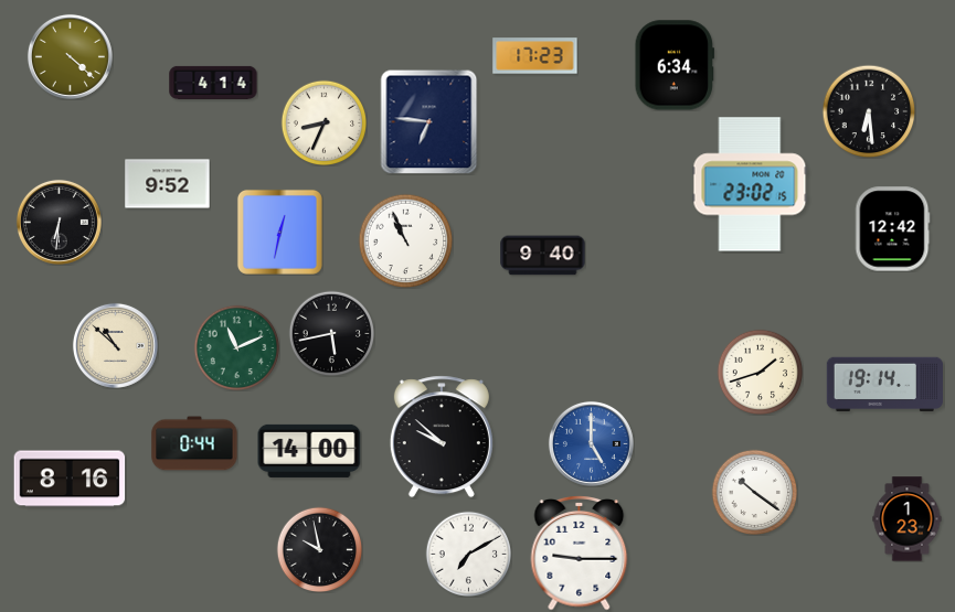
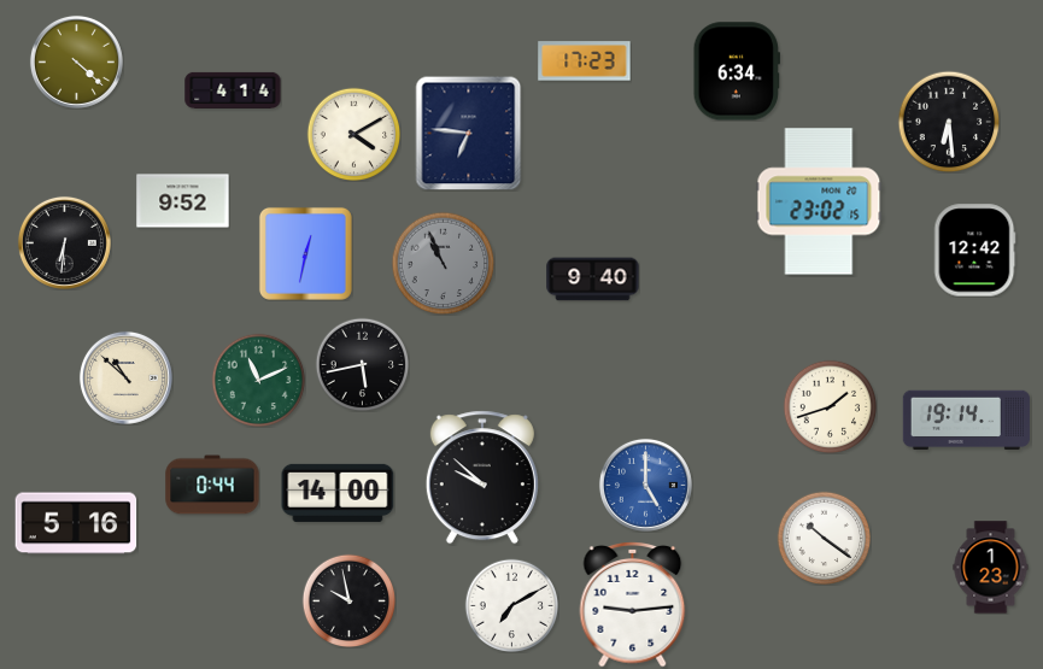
clock at (323, 122): 8:34 -> 4:10
clock at (405, 240) dial: white -> grey
clock at (70, 479): 8:16 -> 5:16
clock at (580, 554): 9:15 -> 9:14
